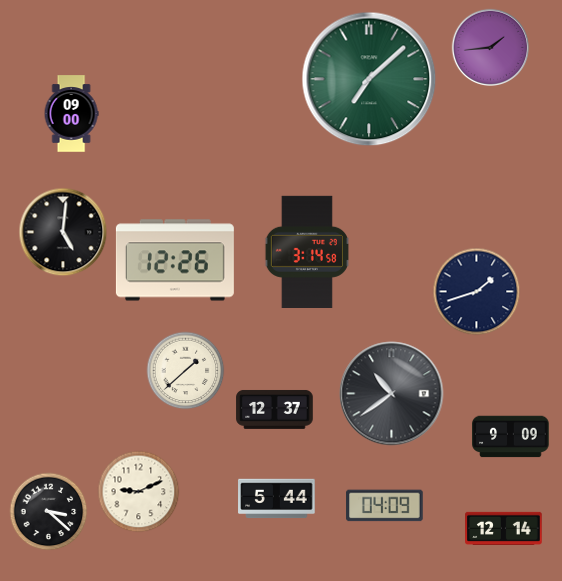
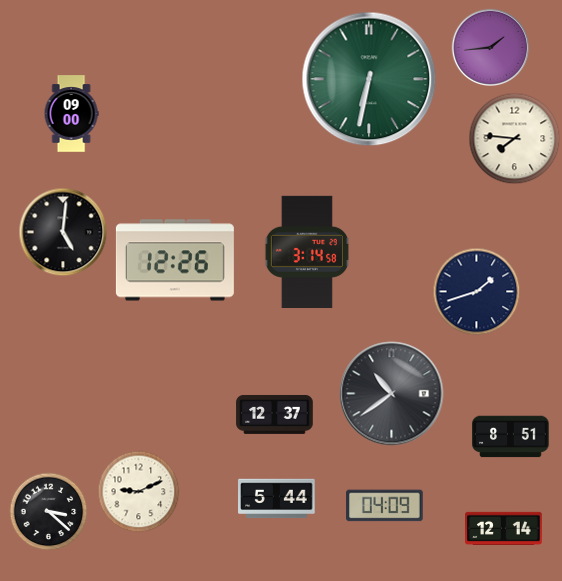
clock at (369, 79): 7:08 -> 6:32
clock at (514, 138): none -> 7:46
clock at (185, 370): 1:38 -> none
clock at (275, 409) position: (275, 409) -> (275, 414)
clock at (511, 437): 9:09 -> 8:51
